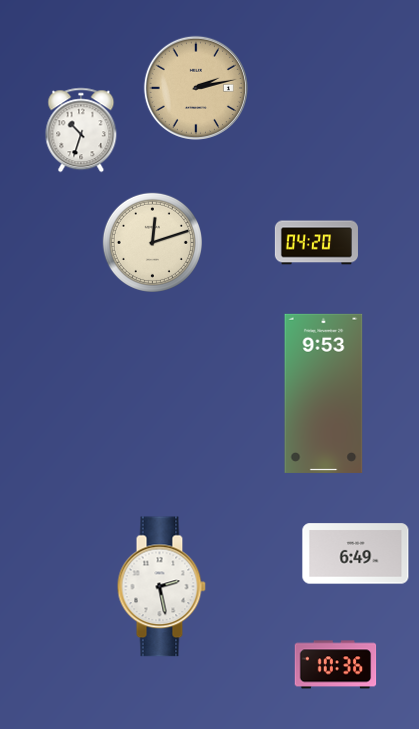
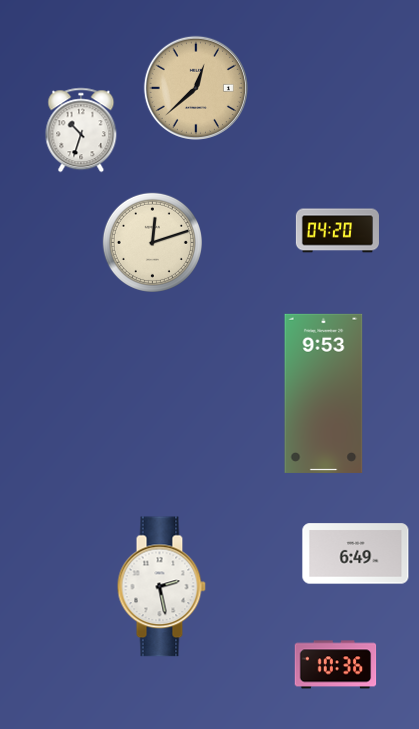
clock at (196, 88): 2:13 -> 12:38
clock at (316, 243) position: (316, 243) -> (337, 231)
